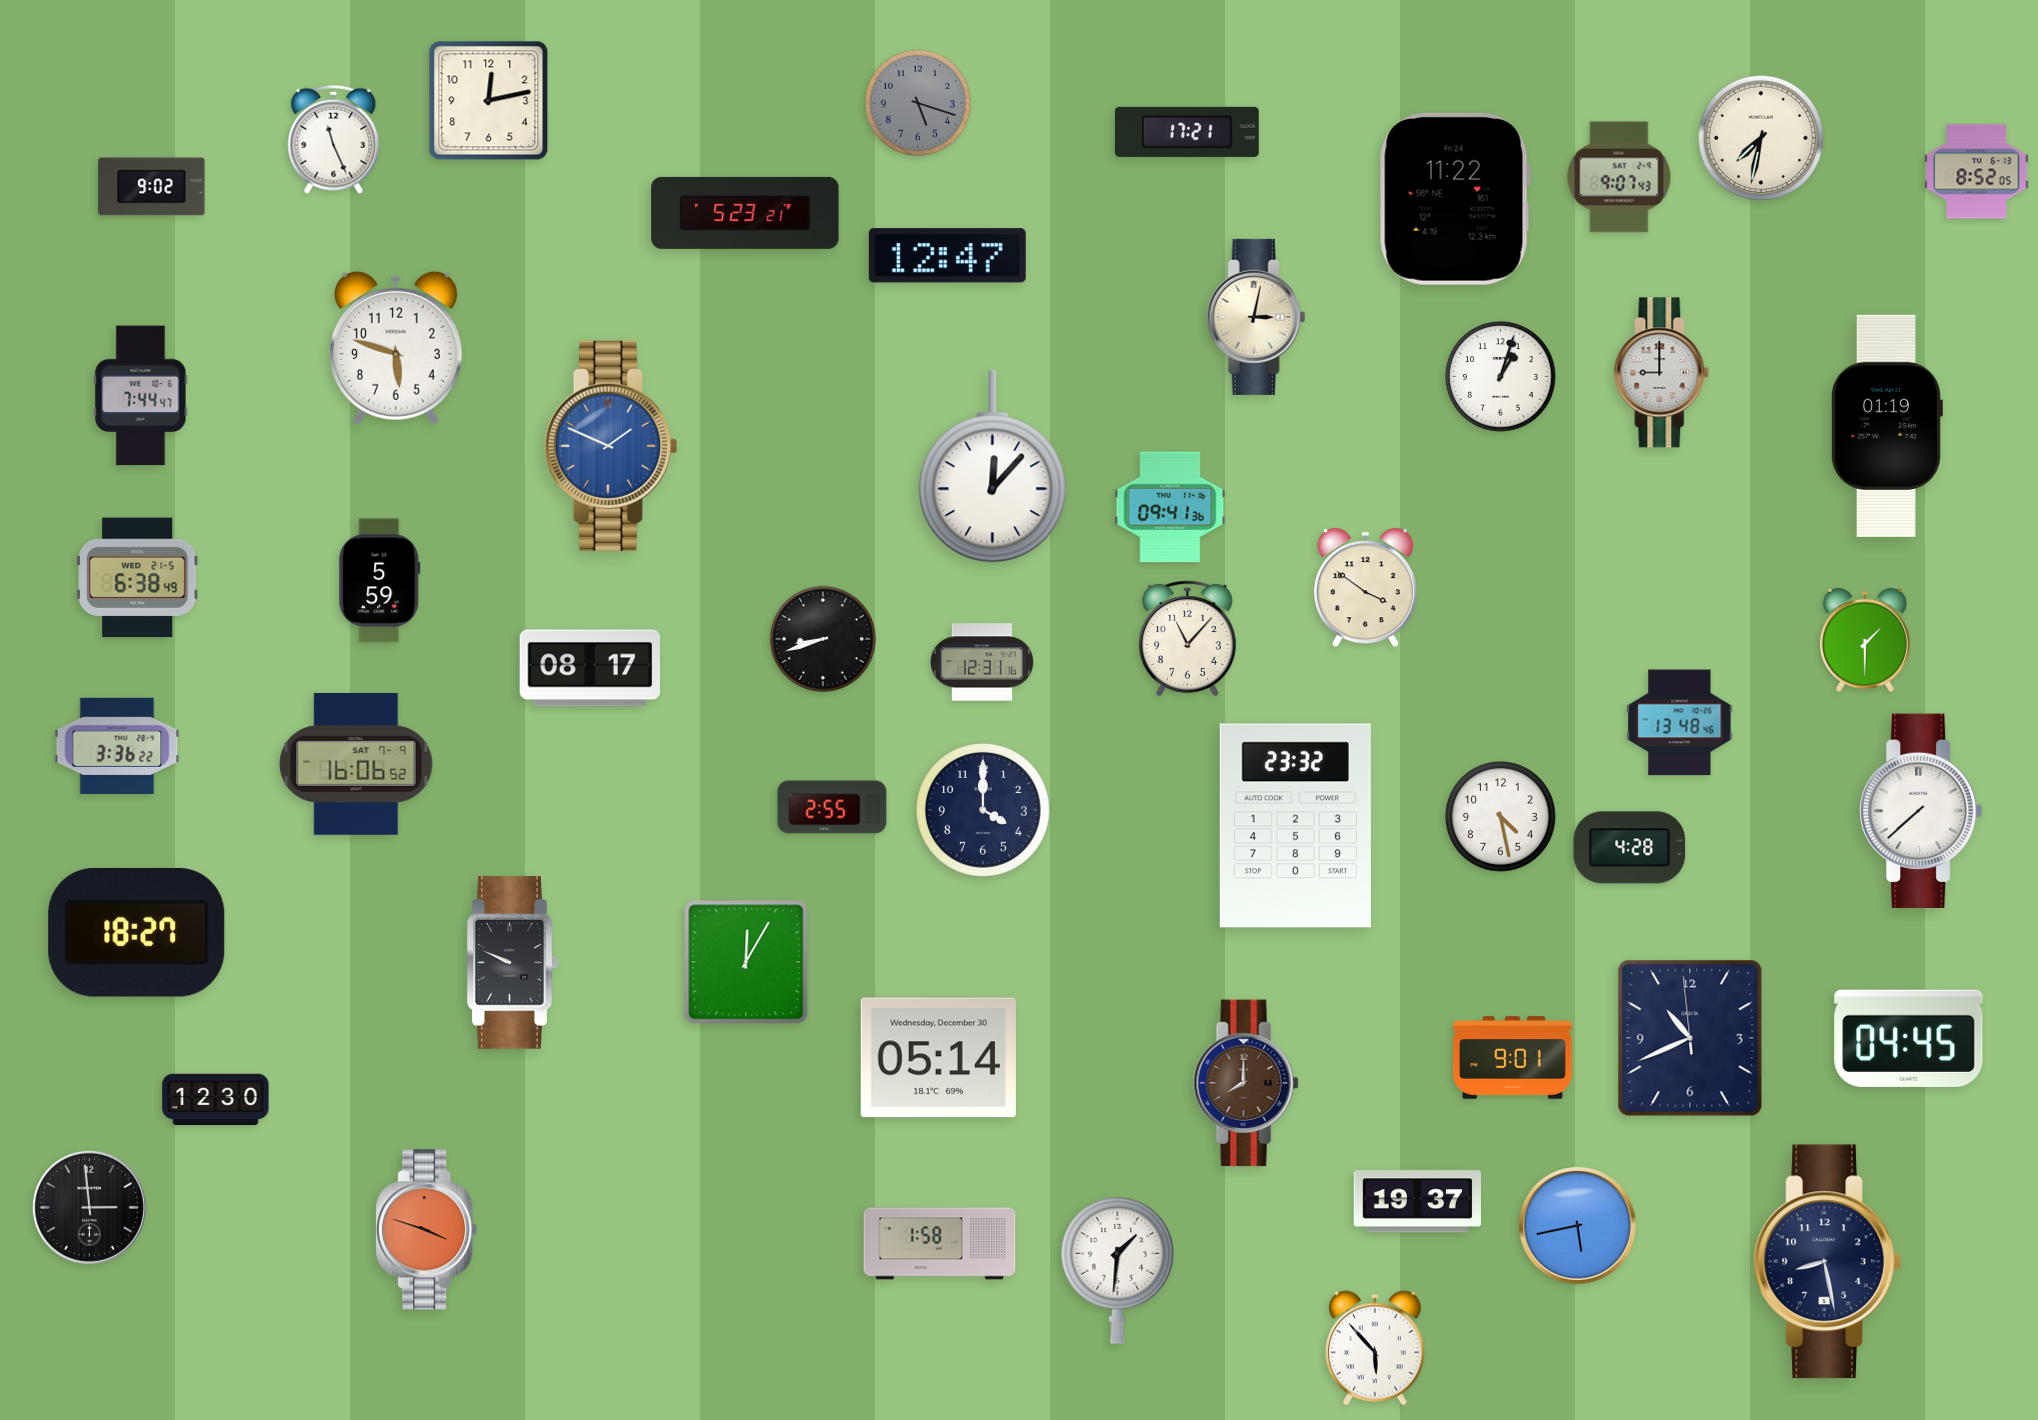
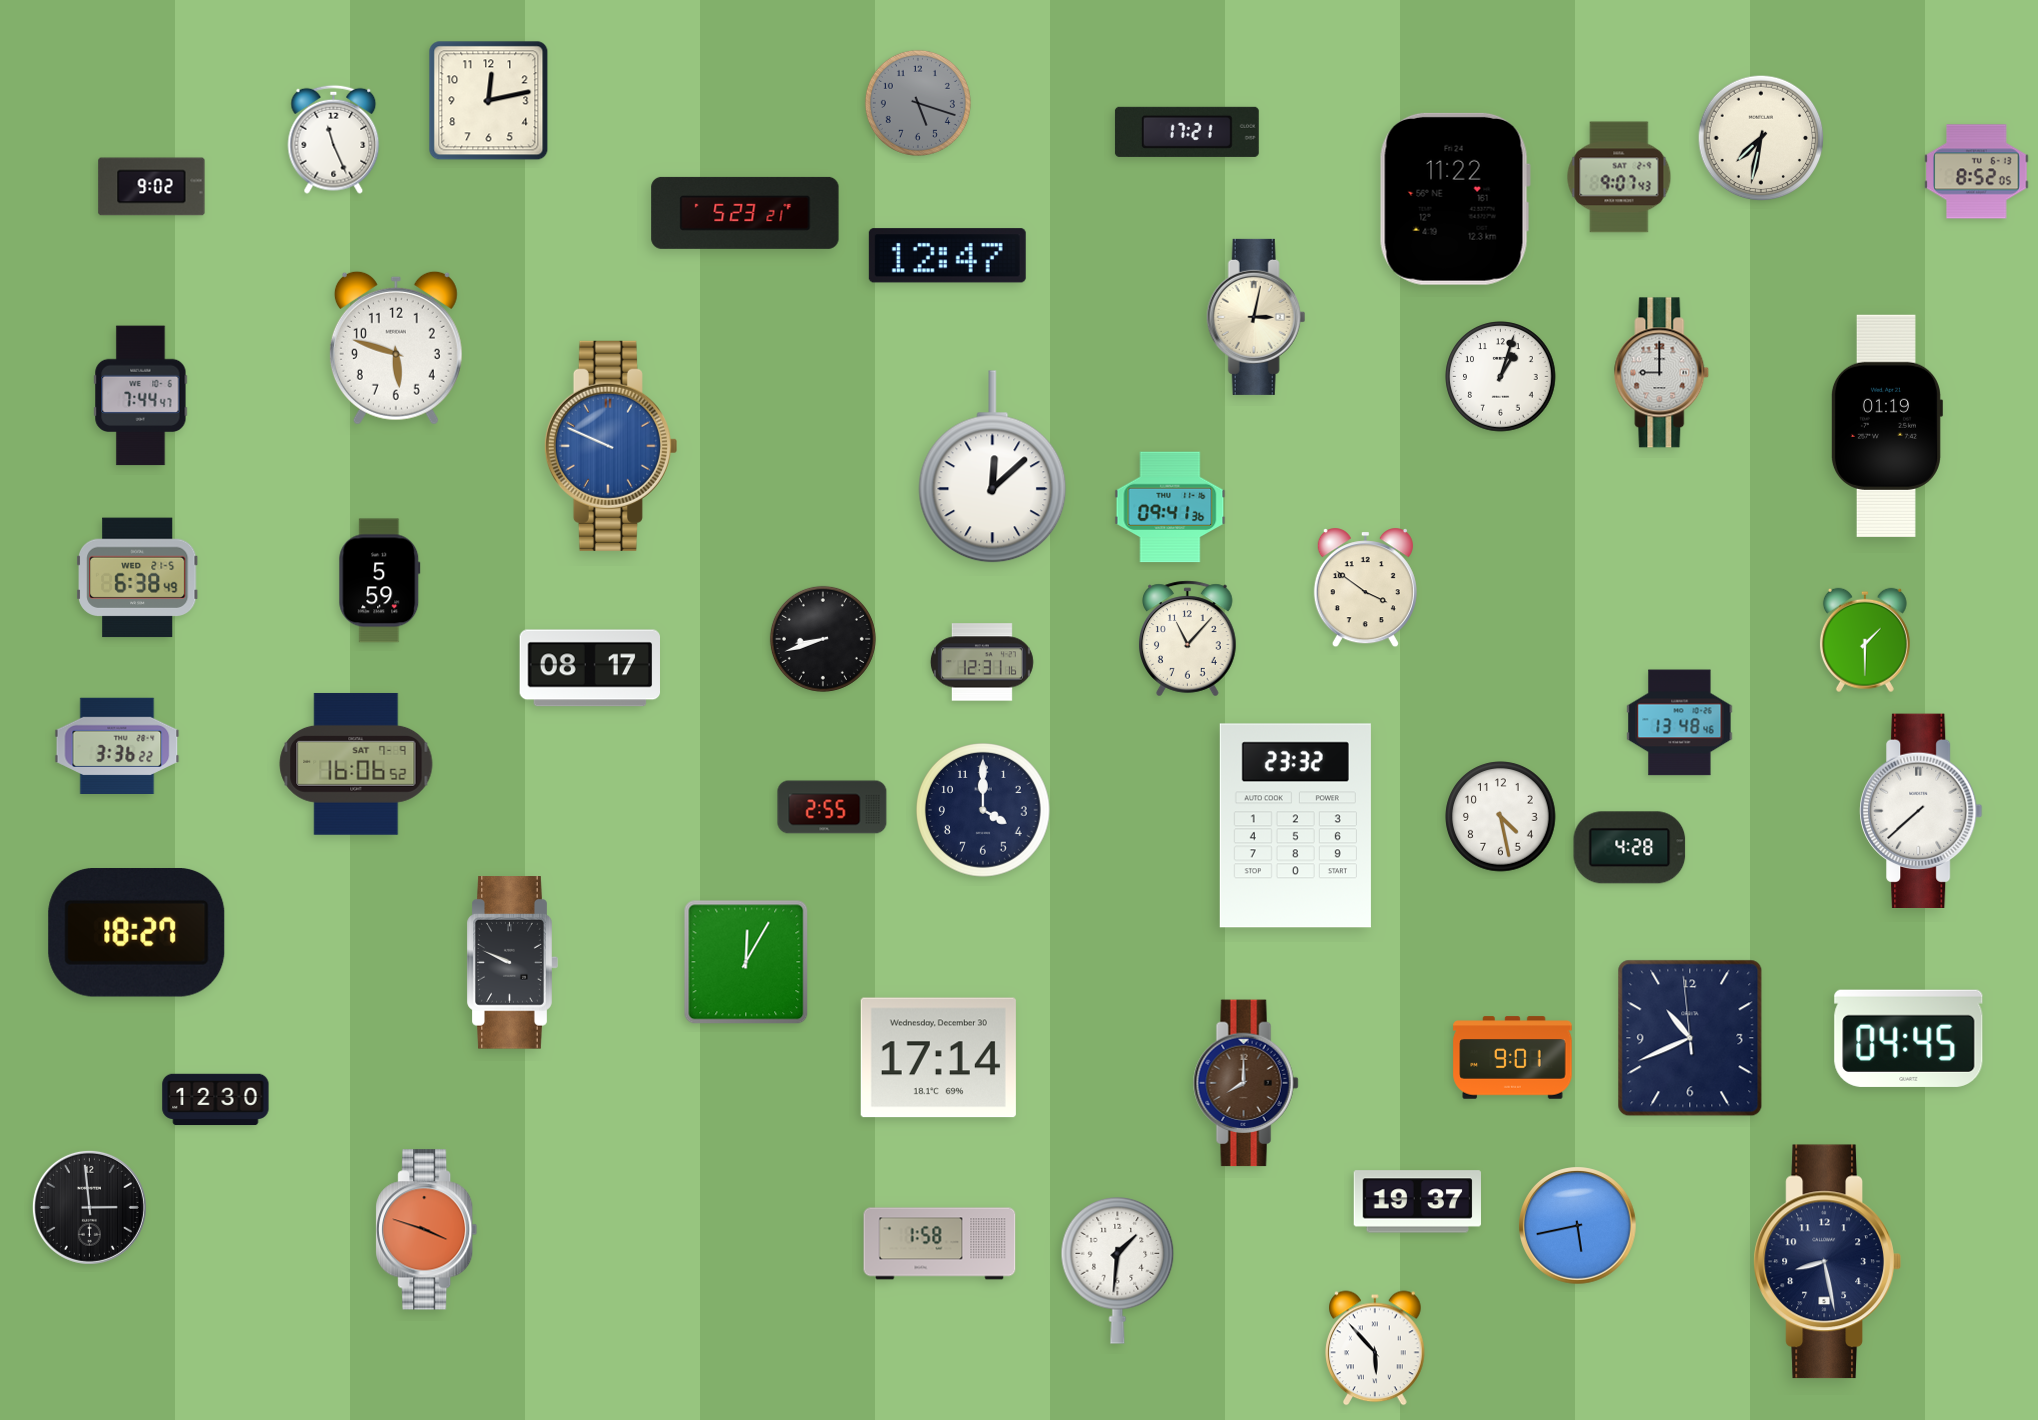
clock at (610, 446): 1:49 -> 9:49
clock at (993, 467): 12:07 -> 12:08
clock at (938, 1058): 05:14 -> 17:14
